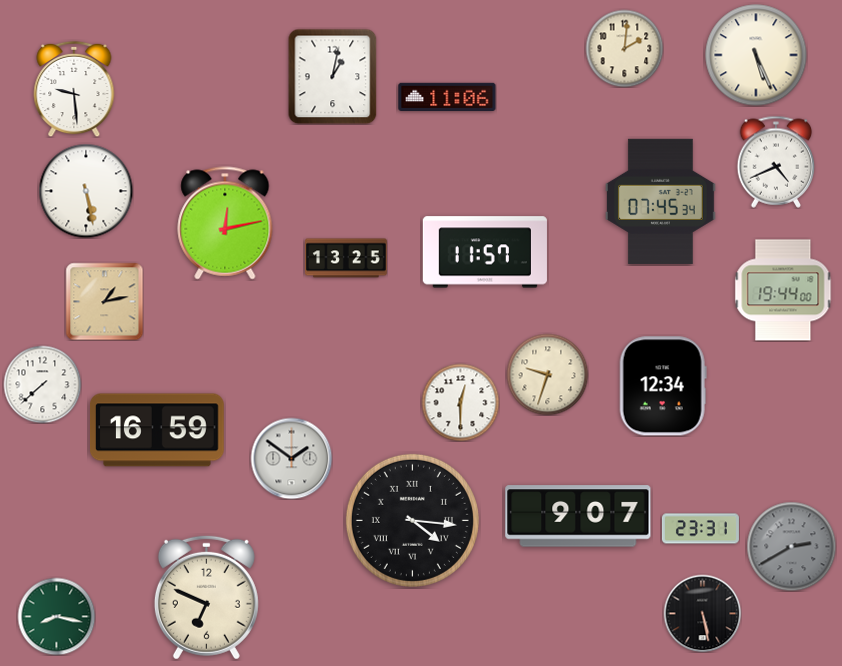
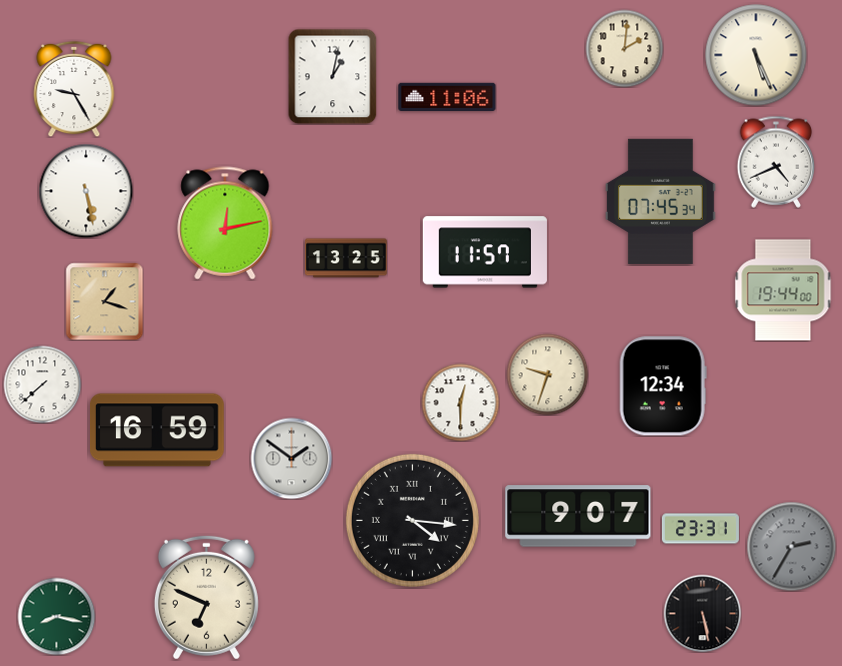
clock at (74, 89): 9:29 -> 9:25
clock at (104, 301): 1:13 -> 1:18
clock at (791, 546): 2:40 -> 2:35
